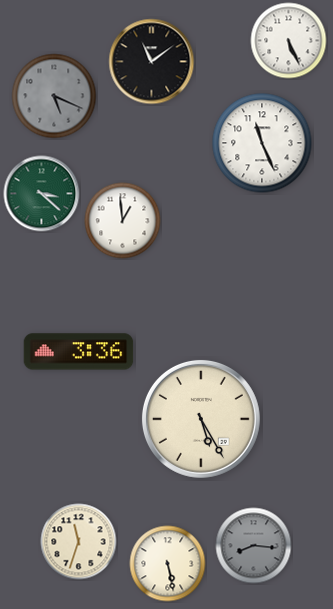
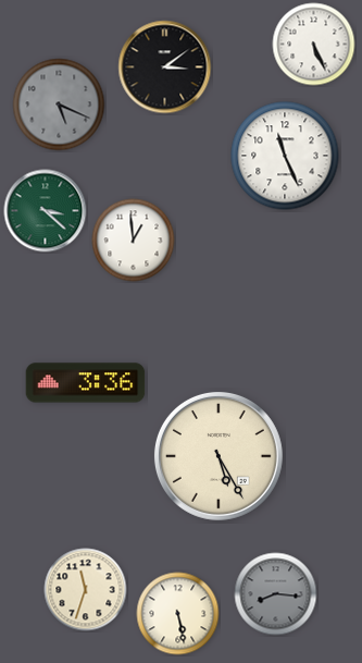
clock at (152, 62): 11:09 -> 3:09
clock at (168, 564) position: (168, 564) -> (178, 614)
